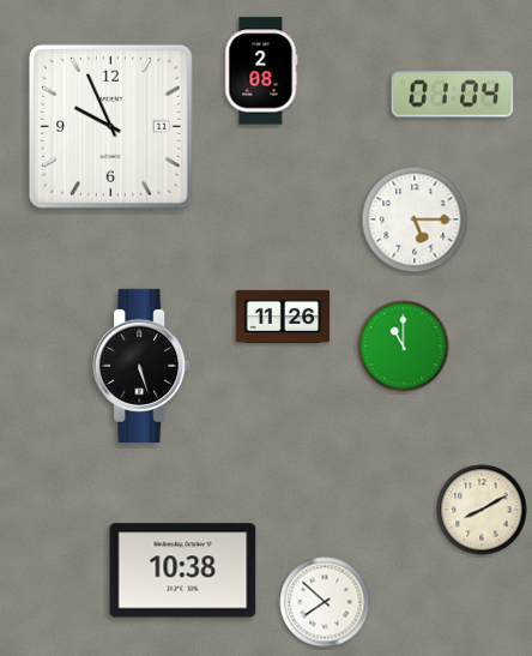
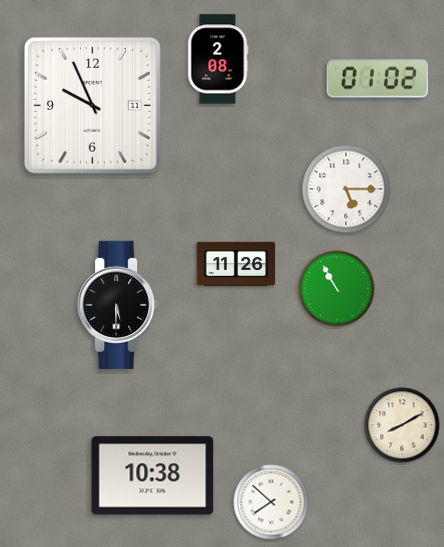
clock at (453, 95): 01:04 -> 01:02
clock at (415, 219) position: (415, 219) -> (346, 189)
clock at (404, 347): 11:00 -> 10:55
clock at (141, 366): 5:27 -> 5:30
